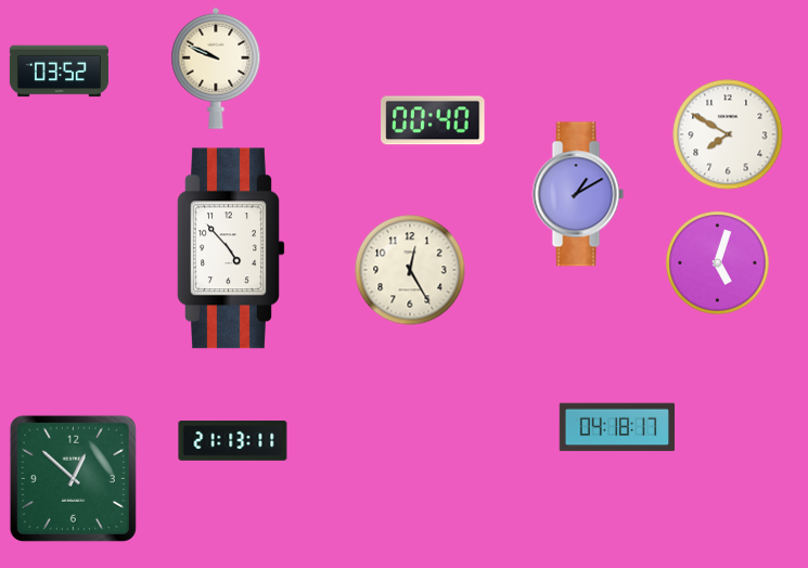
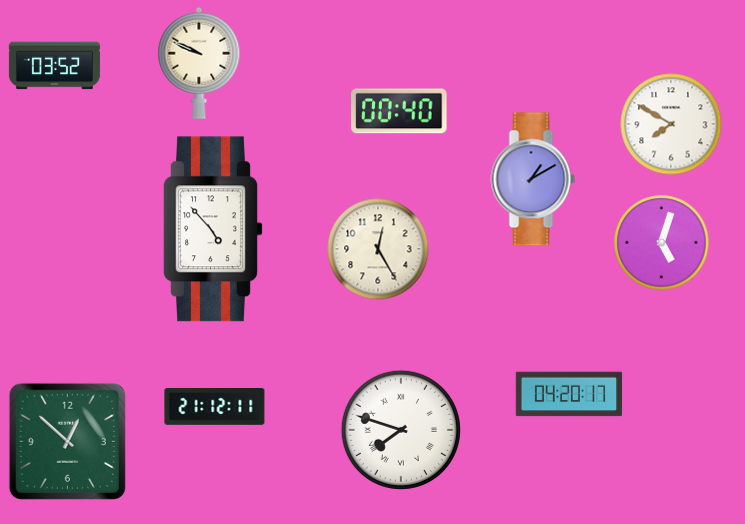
clock at (617, 427): 04:18 -> 04:20
clock at (233, 441): 21:13 -> 21:12
clock at (401, 430): none -> 7:48
